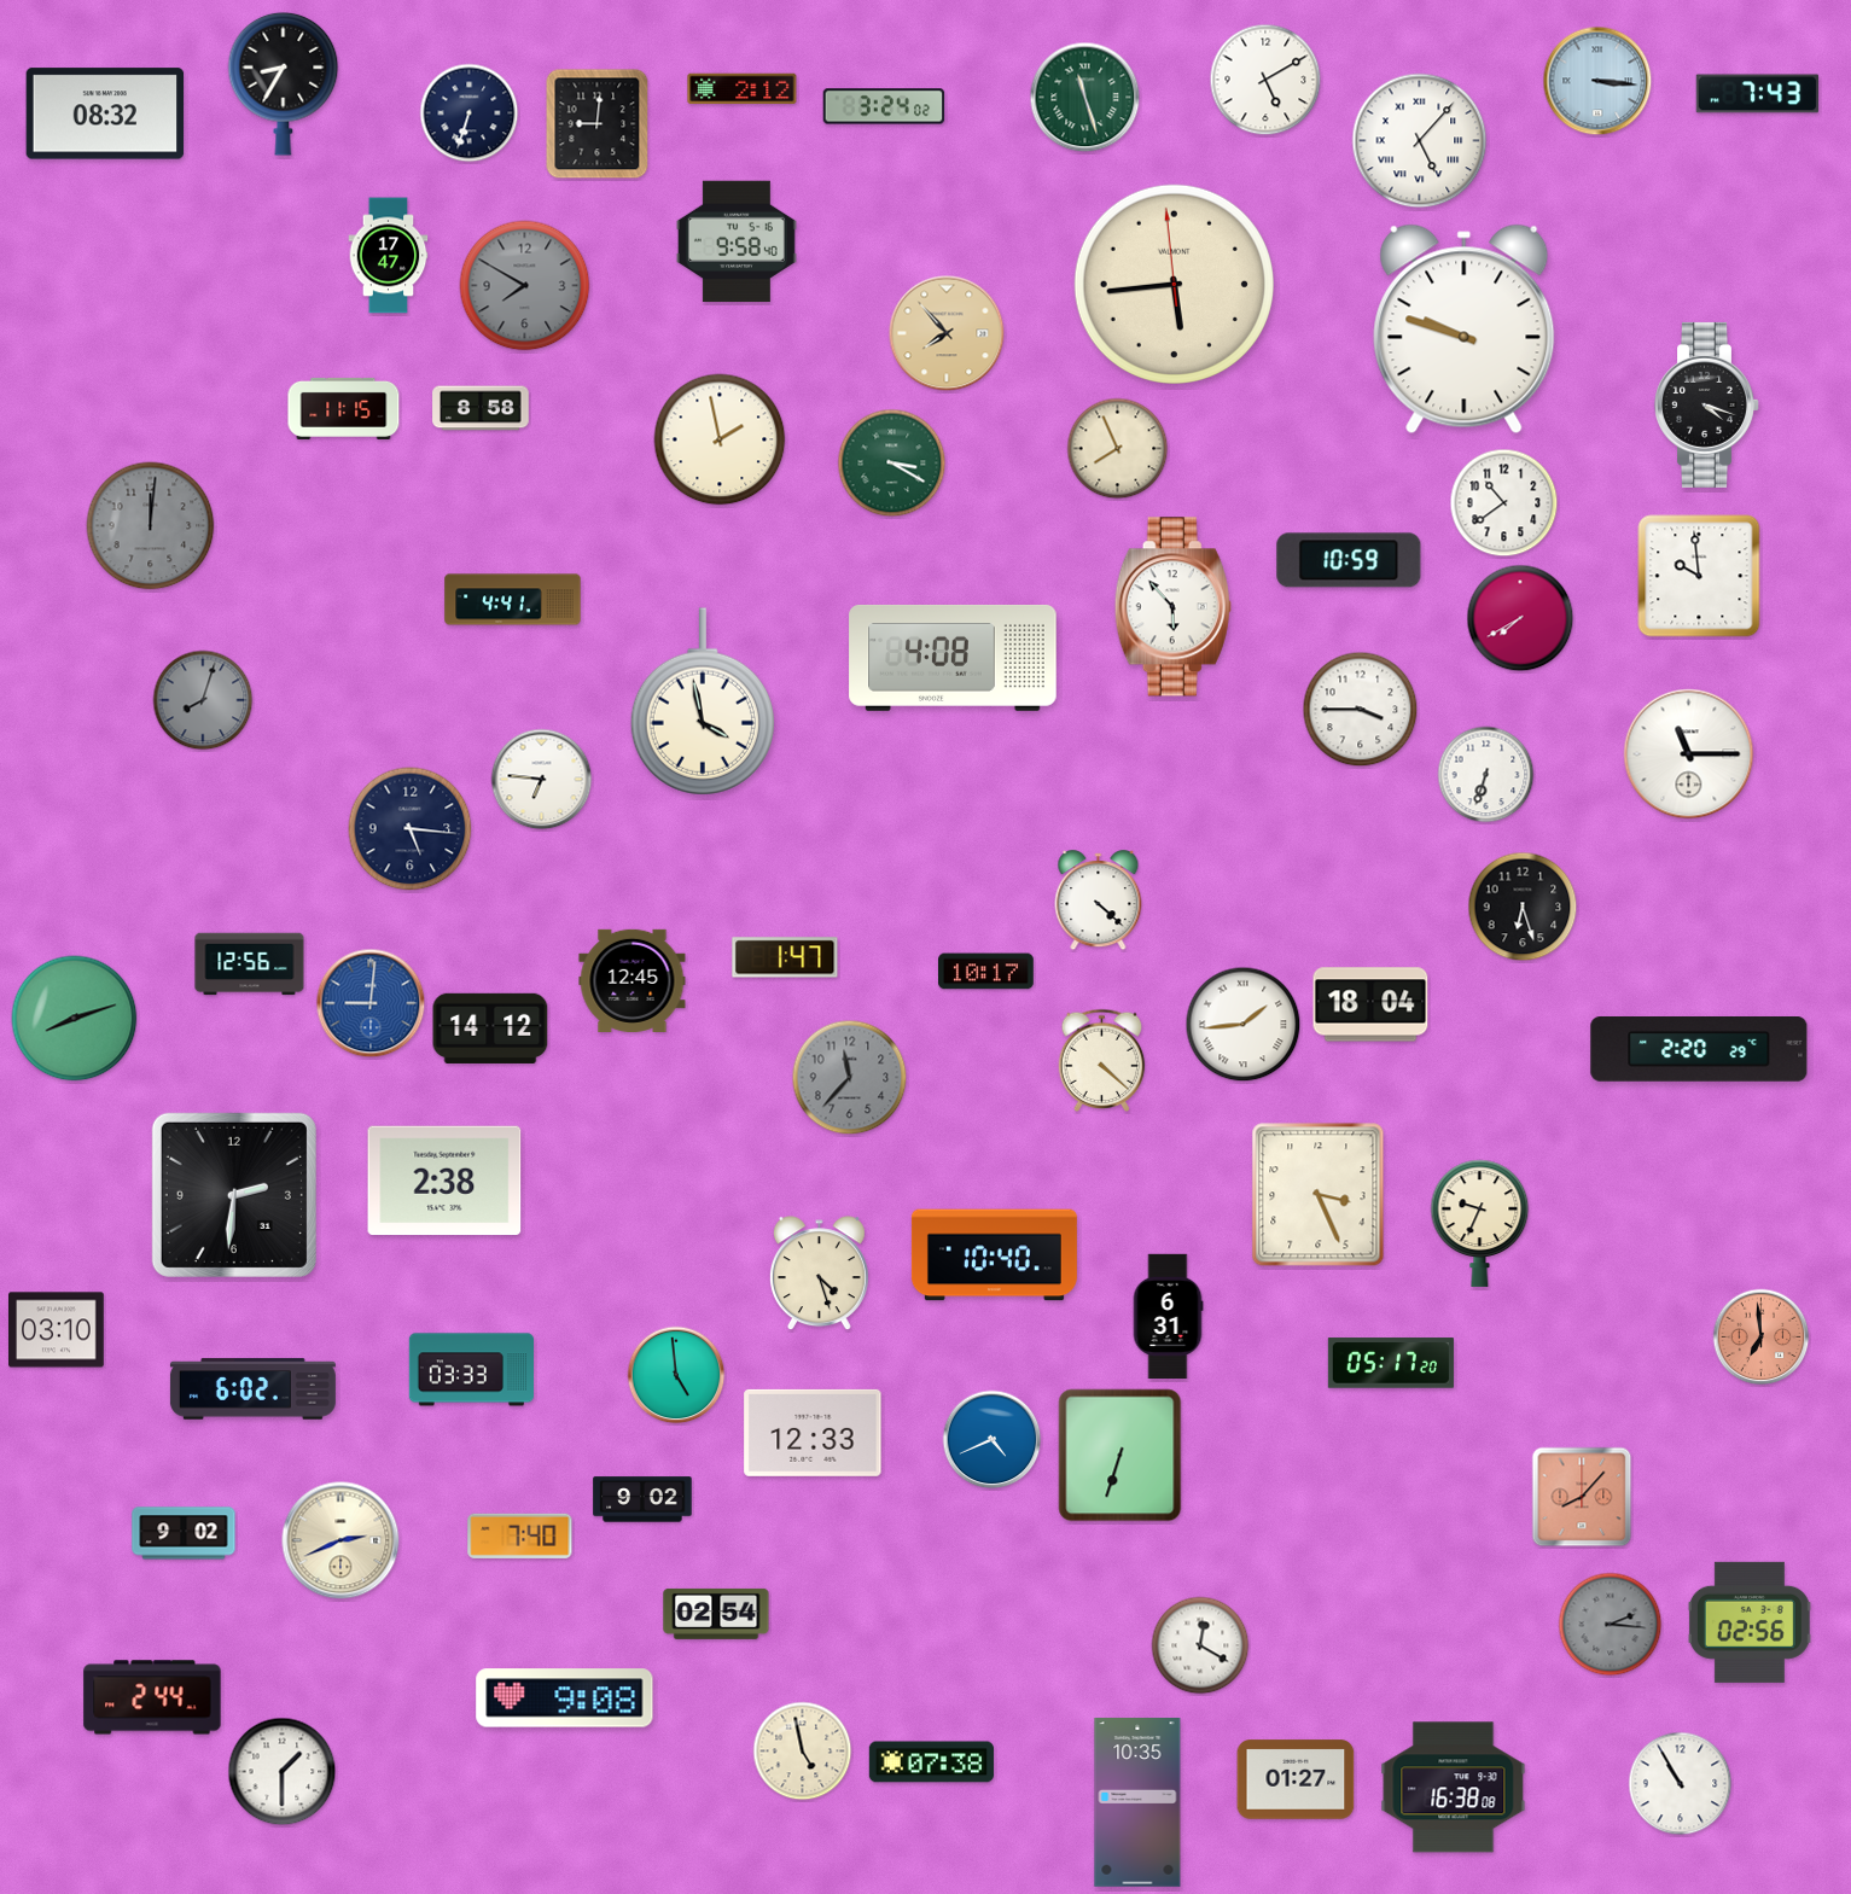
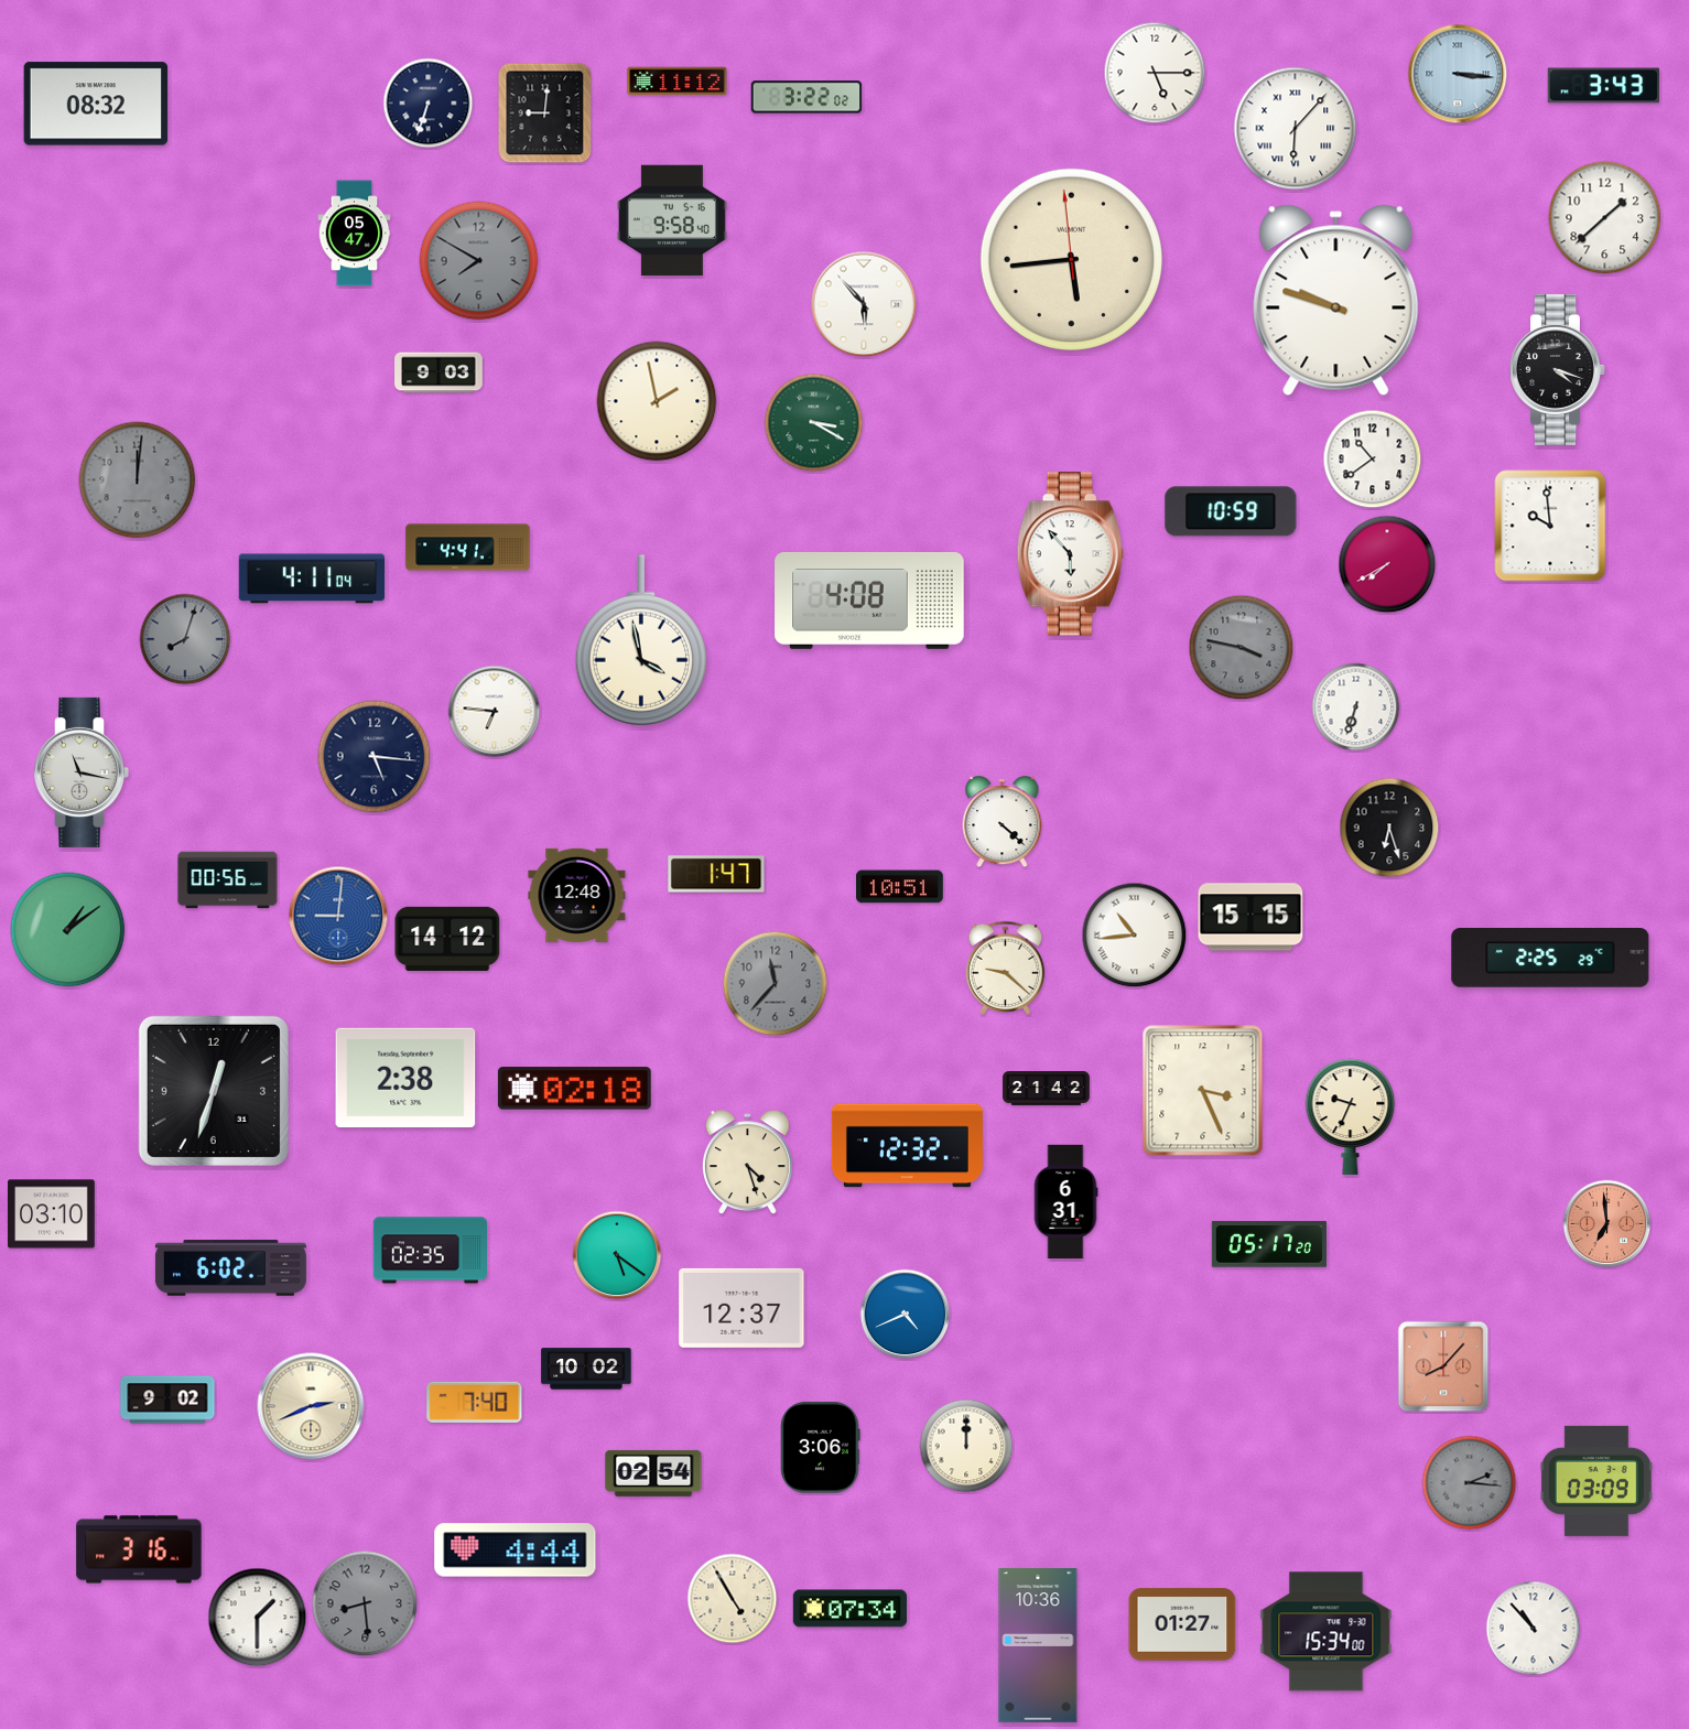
clock at (1265, 80): 5:10 -> 5:15
clock at (284, 83): 8:35 -> none
clock at (743, 89): 2:12 -> 11:12
clock at (1758, 94): 7:43 -> 3:43
clock at (1085, 98): 11:27 -> none
clock at (884, 106): 3:24 -> 3:22
clock at (1420, 141): 5:07 -> 6:07
clock at (1605, 218): none -> 1:38
clock at (389, 256): 17:47 -> 05:47
clock at (947, 333): 7:53 -> 5:53
clock at (947, 333) dial: champagne -> white
clock at (344, 408): 11:15 -> none
clock at (481, 408): 8:58 -> 9:03
clock at (1118, 449): 7:56 -> none
clock at (311, 579): none -> 4:11
clock at (1361, 710): 3:45 -> 3:47
clock at (1361, 710) dial: white -> grey
clock at (1689, 754): 11:15 -> none
clock at (82, 772): none -> 11:17
clock at (250, 965): 12:56 -> 00:56
clock at (986, 972): 10:17 -> 10:51
clock at (633, 980): 12:45 -> 12:48
clock at (1370, 1004): 18:04 -> 15:15
clock at (75, 1019): 8:12 -> 1:09
clock at (1244, 1025): 1:44 -> 10:44
clock at (1699, 1050): 2:20 -> 2:25
clock at (1102, 1060): 4:22 -> 9:22
clock at (574, 1089): none -> 02:18
clock at (1047, 1089): none -> 21:42
clock at (234, 1195): 2:31 -> 12:33
clock at (994, 1255): 10:40 -> 12:32
clock at (1762, 1338) position: (1762, 1338) -> (1607, 1224)
clock at (471, 1370): 03:33 -> 02:35
clock at (676, 1375): 4:59 -> 5:21
clock at (813, 1433): 12:33 -> 12:37
clock at (1121, 1456): 6:33 -> none
clock at (642, 1499): 9:02 -> 10:02
clock at (966, 1446): none -> 12:00
clock at (821, 1448): none -> 3:06
clock at (1750, 1622): 02:56 -> 03:09
clock at (1200, 1645): 12:20 -> none
clock at (152, 1697): 2:44 -> 3:16
clock at (565, 1698): 9:08 -> 4:44
clock at (803, 1752): 4:58 -> 4:55
clock at (365, 1603): none -> 8:29
clock at (931, 1762): 07:38 -> 07:34
clock at (1681, 1784): 10:55 -> 10:53
clock at (1454, 1788): 16:38 -> 15:34
clock at (1137, 1803): 10:35 -> 10:36
